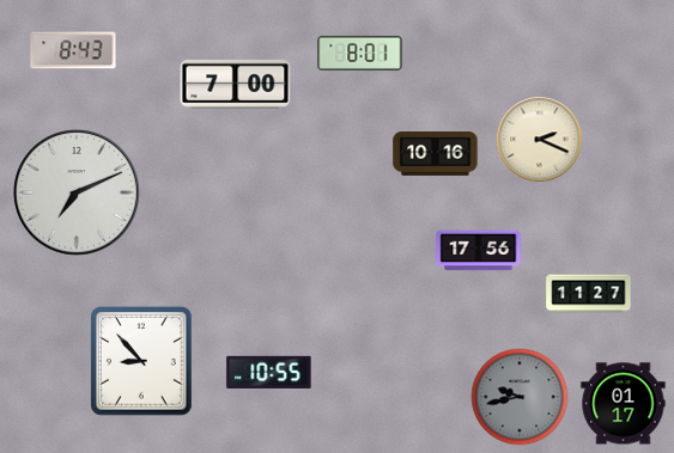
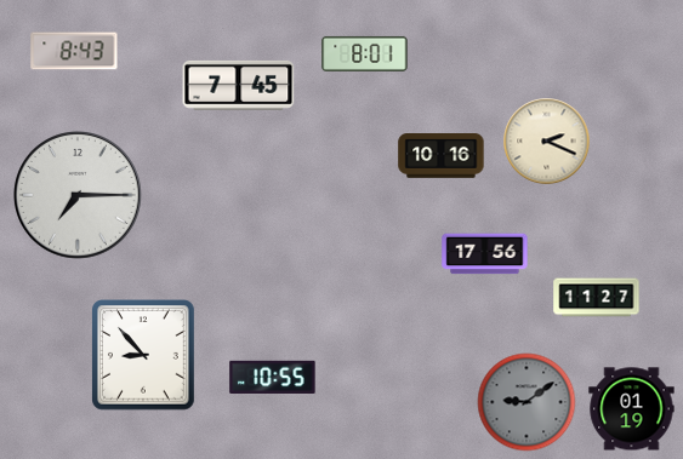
clock at (236, 84): 7:00 -> 7:45
clock at (78, 194): 7:11 -> 7:15
clock at (142, 361) position: (142, 361) -> (144, 355)
clock at (520, 397): 9:43 -> 9:09
clock at (624, 404): 01:17 -> 01:19
